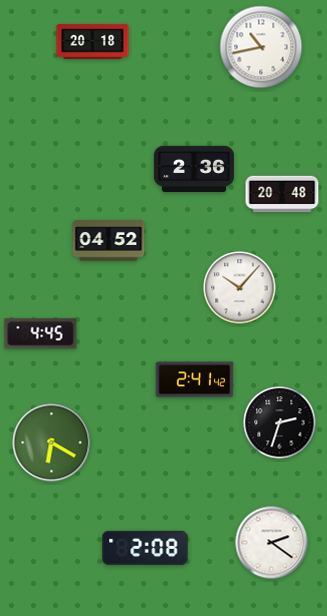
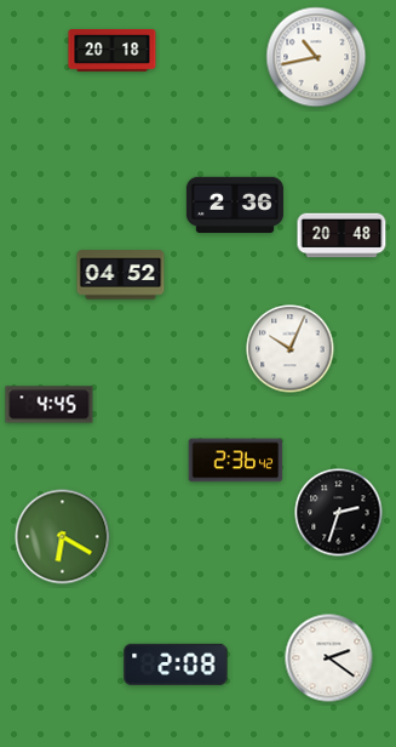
clock at (109, 241) position: (109, 241) -> (121, 275)
clock at (240, 288): 10:07 -> 10:04
clock at (195, 380): 2:41 -> 2:36
